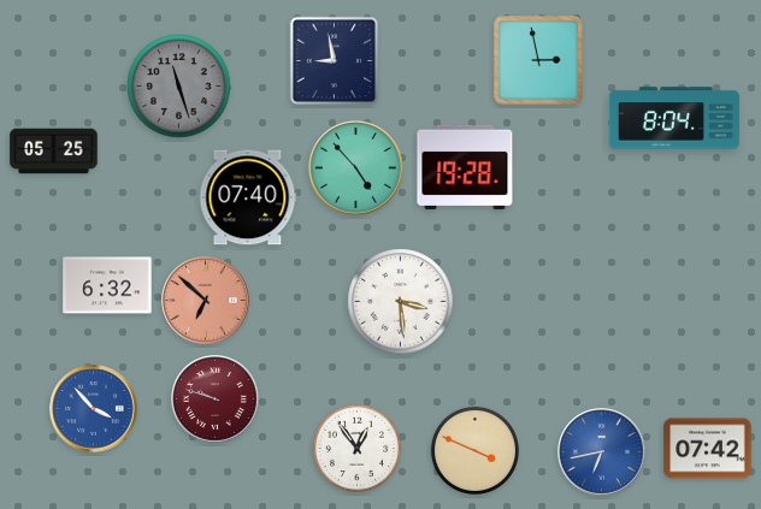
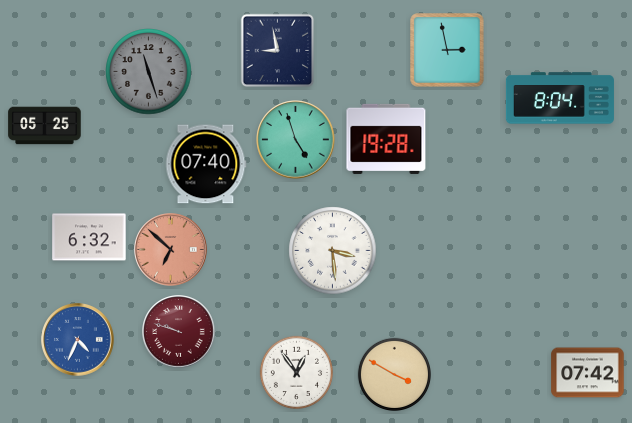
clock at (356, 168): 4:53 -> 4:57
clock at (94, 409): 3:53 -> 4:34
clock at (474, 450): 3:49 -> 3:50
clock at (602, 452): 6:43 -> none
